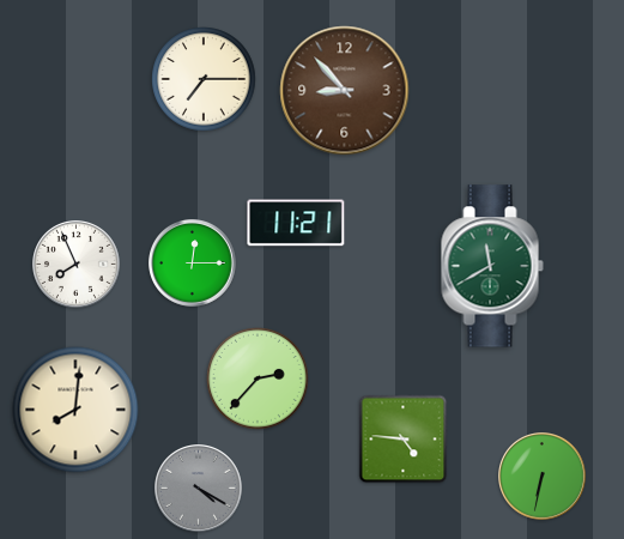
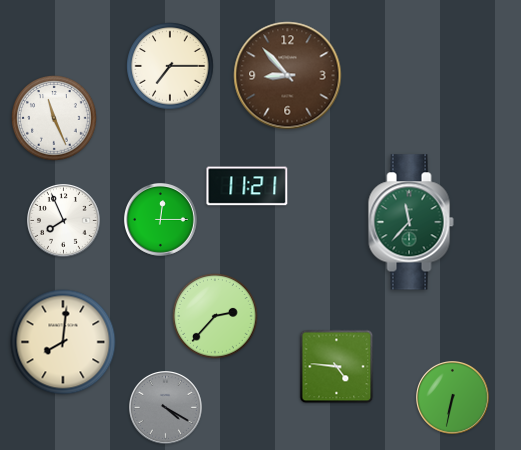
clock at (54, 118): none -> 11:26
clock at (492, 266): 11:40 -> 11:37
